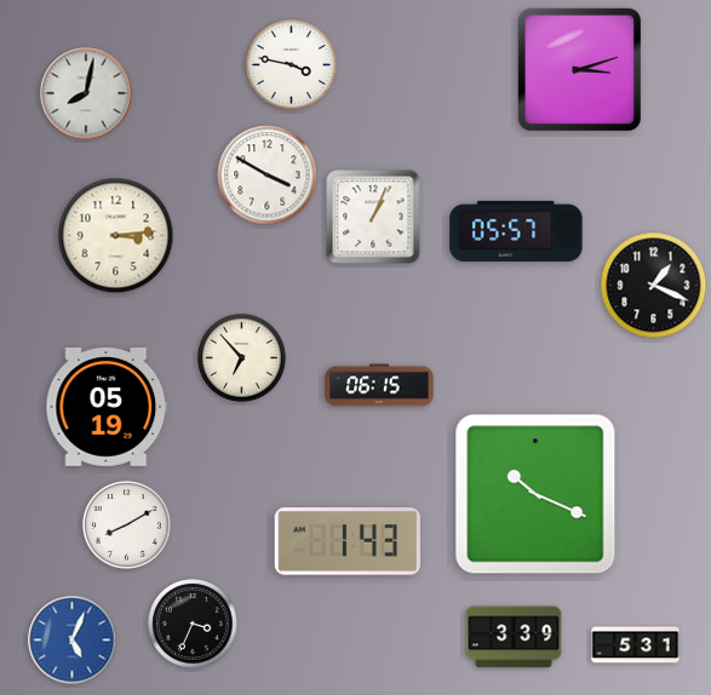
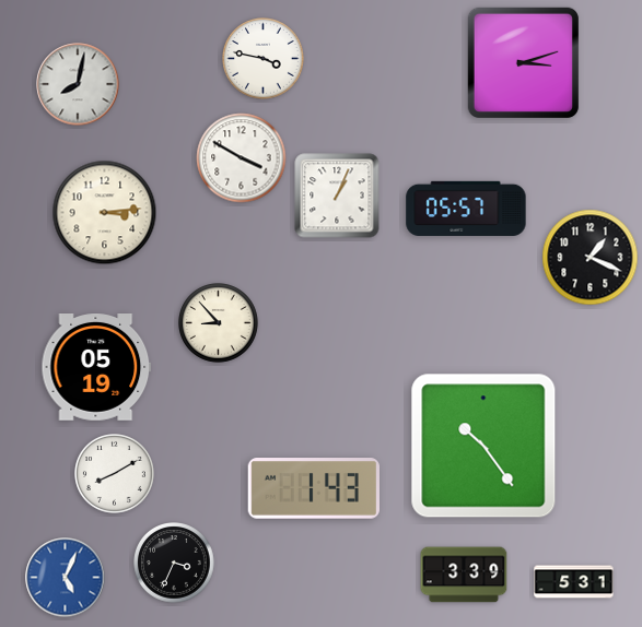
clock at (242, 358): 6:53 -> 8:53
clock at (379, 385): 06:15 -> none
clock at (535, 494): 10:19 -> 10:24
